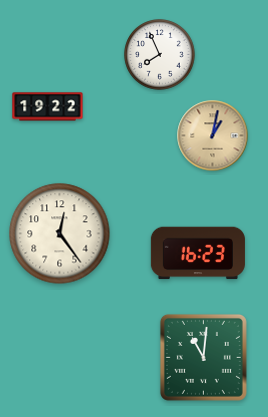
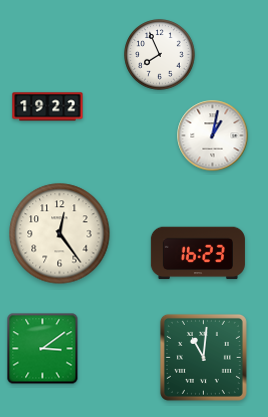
clock at (213, 136) dial: champagne -> white
clock at (43, 349): none -> 3:09
